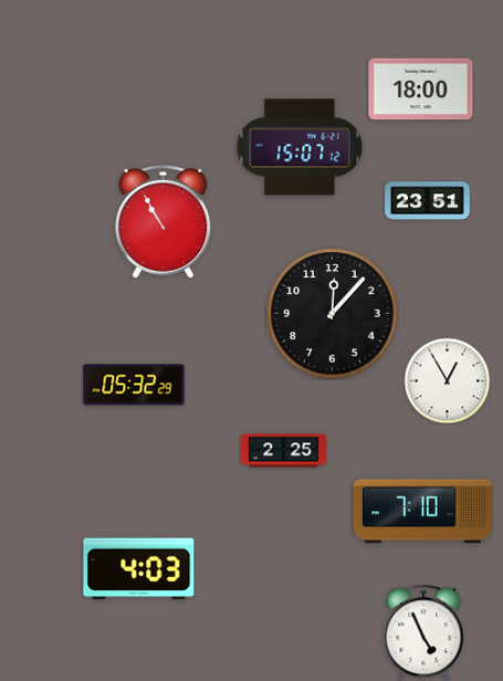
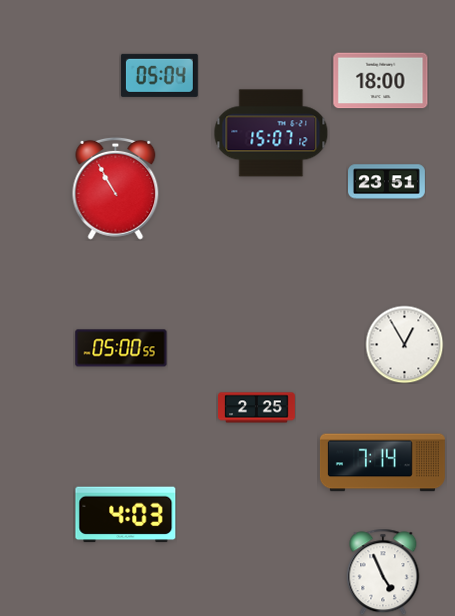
clock at (159, 75): none -> 05:04
clock at (164, 221) position: (164, 221) -> (116, 188)
clock at (333, 314): 12:07 -> none
clock at (134, 385): 05:32 -> 05:00
clock at (422, 512): 7:10 -> 7:14
